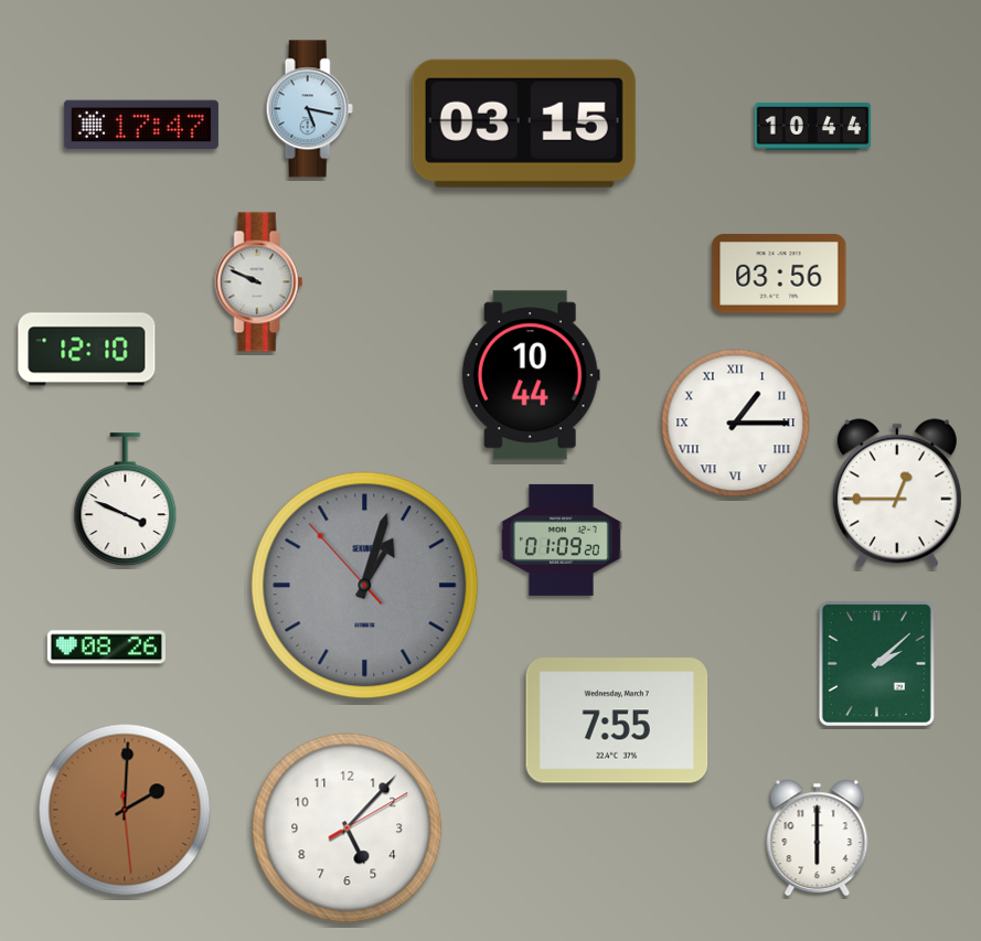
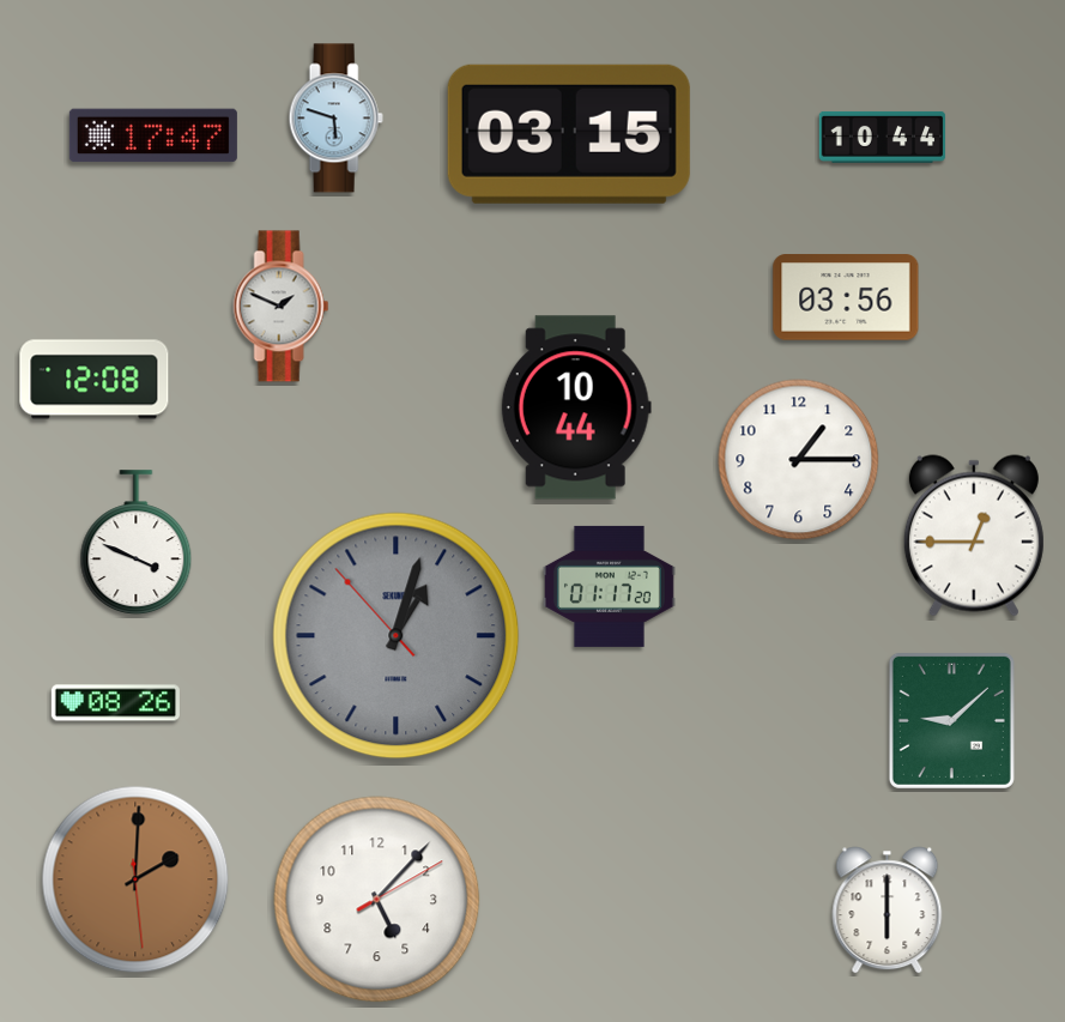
clock at (309, 109): 5:17 -> 5:48
clock at (259, 282): 9:49 -> 1:49
clock at (87, 350): 12:10 -> 12:08
clock at (736, 424) numerals: Roman -> Arabic
clock at (561, 539): 01:09 -> 01:17
clock at (876, 663): 2:08 -> 9:08
clock at (617, 720): 7:55 -> none
